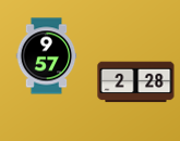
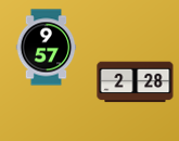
clock at (47, 56) position: (47, 56) -> (47, 48)
